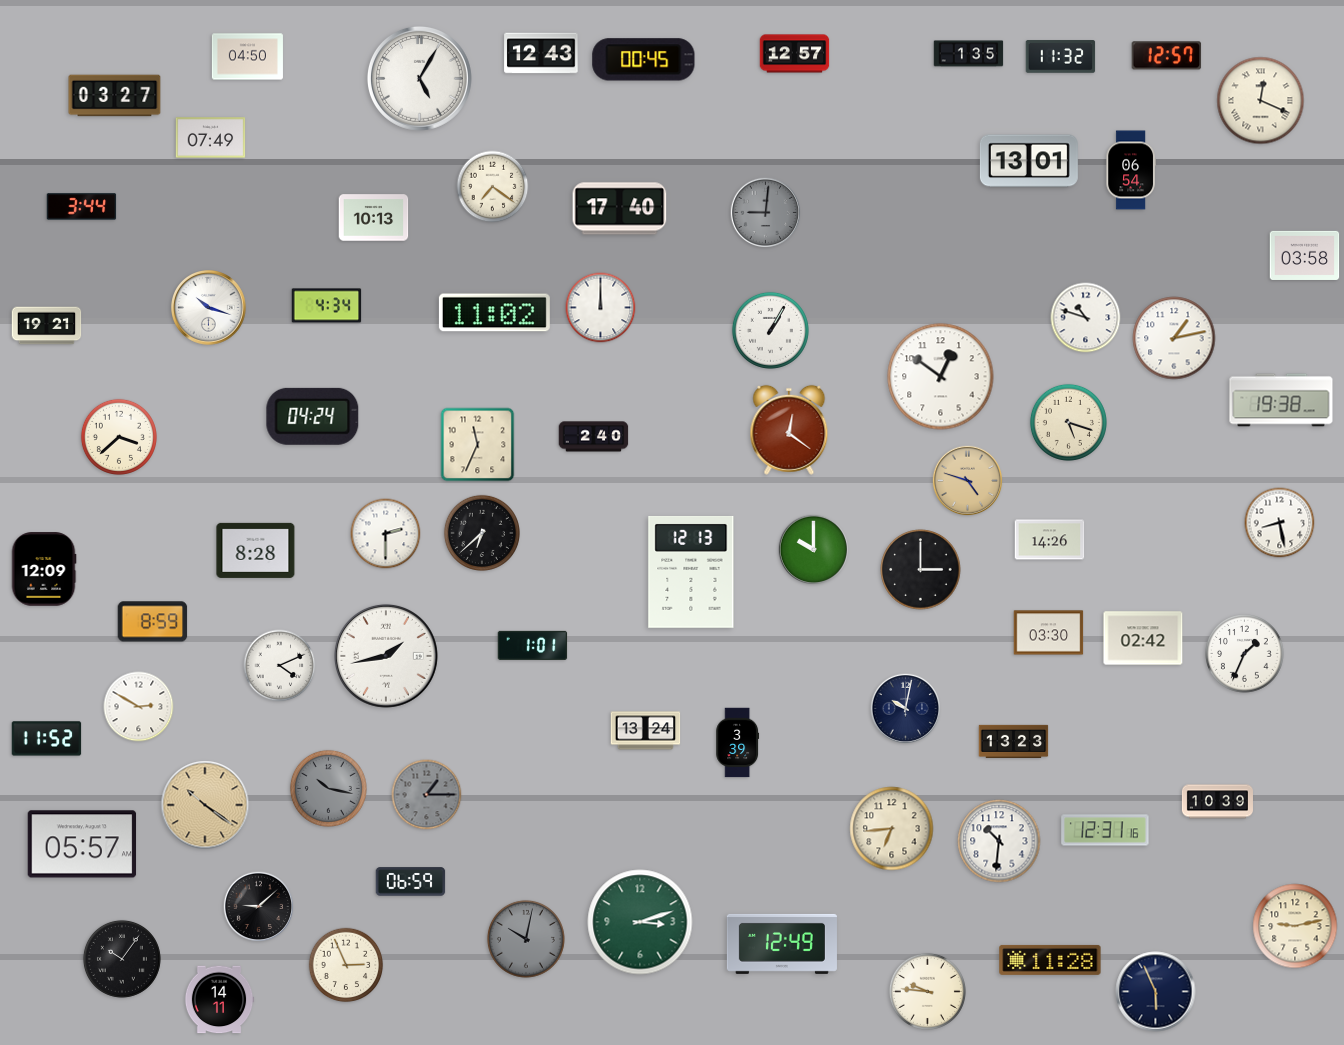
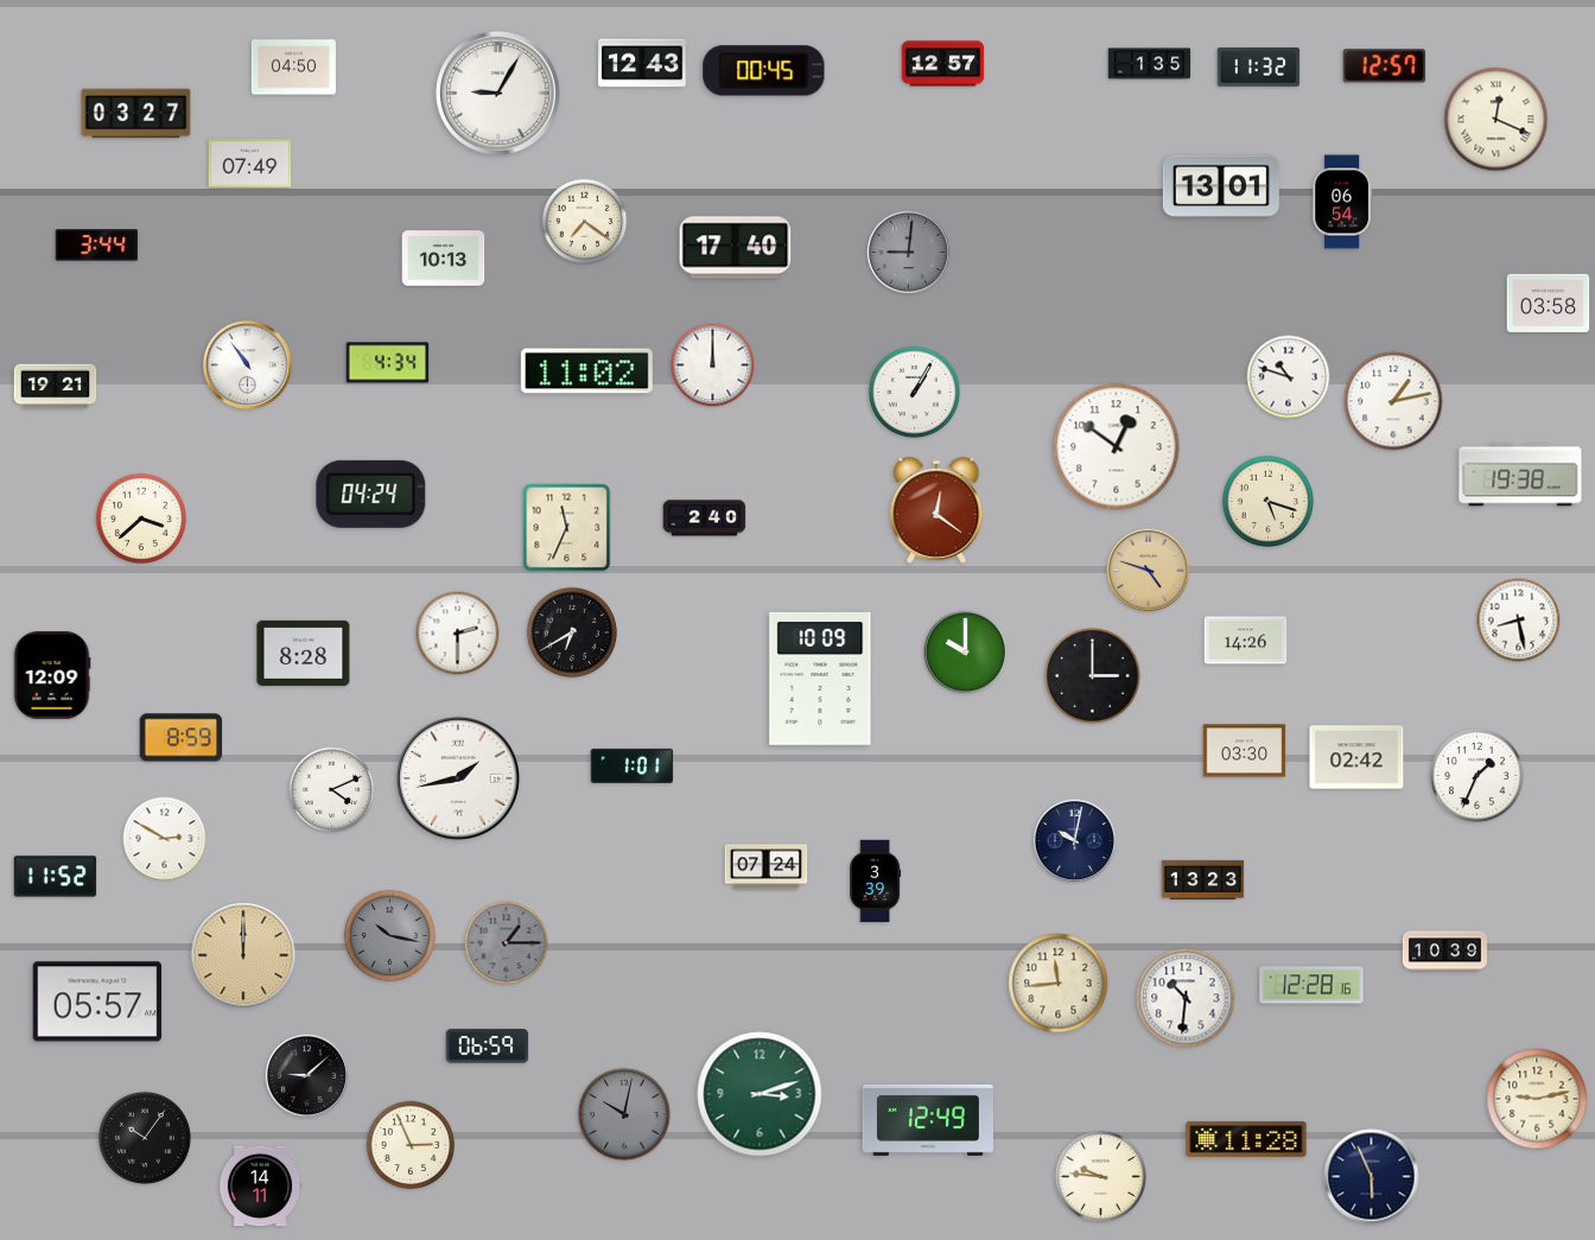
clock at (419, 78): 5:05 -> 9:05
clock at (1029, 161) position: (1029, 161) -> (1221, 186)
clock at (209, 308): 10:18 -> 10:54
clock at (482, 533): 6:38 -> 6:40
clock at (691, 572): 12:13 -> 10:09
clock at (646, 731): 13:24 -> 07:24
clock at (205, 805): 10:21 -> 12:00
clock at (892, 829): 6:44 -> 11:44
clock at (1105, 830): 12:31 -> 12:28
